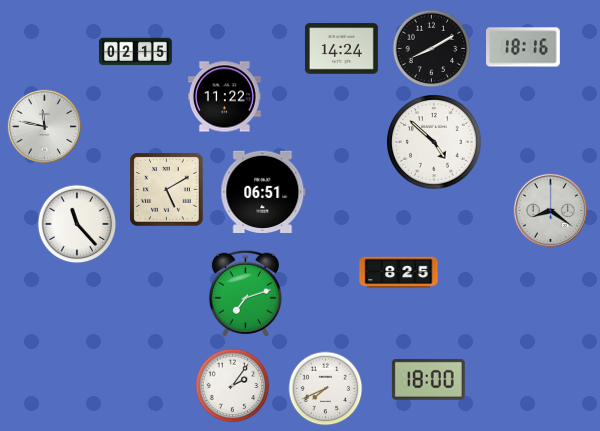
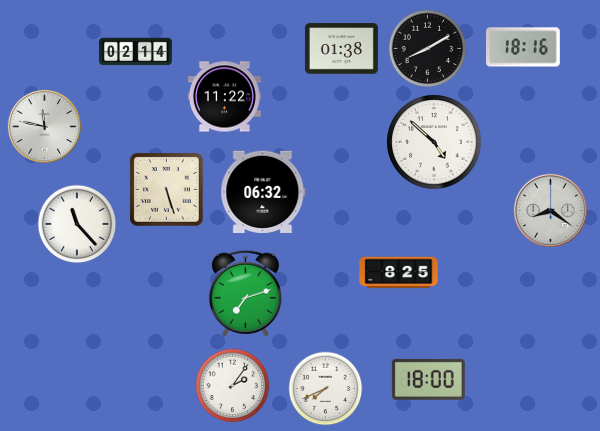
clock at (341, 49): 14:24 -> 01:38
clock at (432, 49) position: (432, 49) -> (428, 49)
clock at (135, 52): 02:15 -> 02:14
clock at (167, 190): 5:10 -> 5:27
clock at (263, 192): 06:51 -> 06:32
